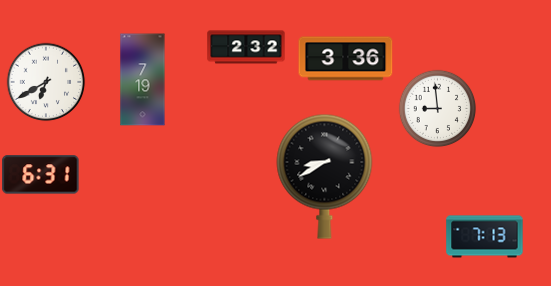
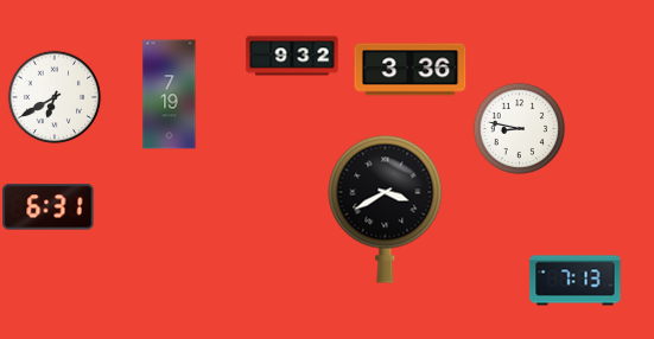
clock at (246, 47): 2:32 -> 9:32
clock at (437, 108): 8:59 -> 8:47
clock at (325, 176): 8:40 -> 3:40
